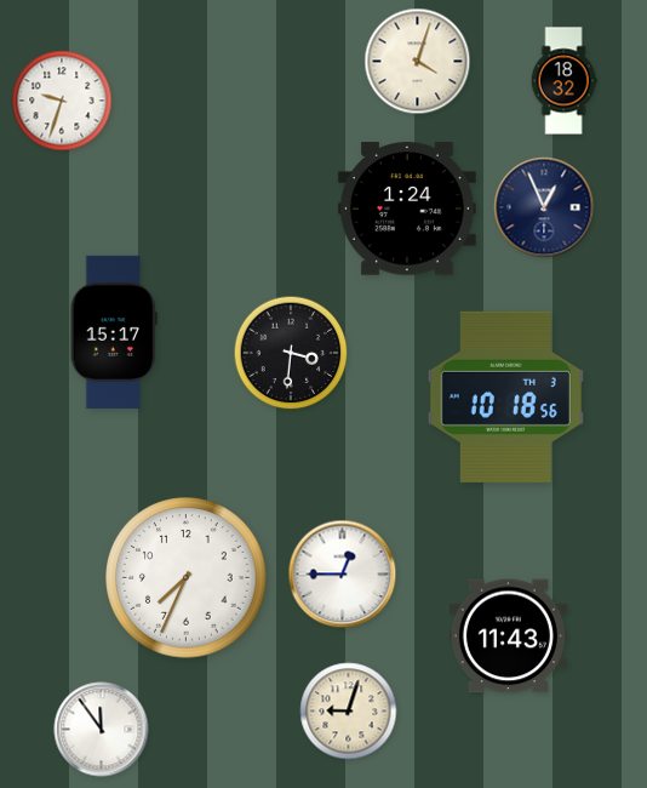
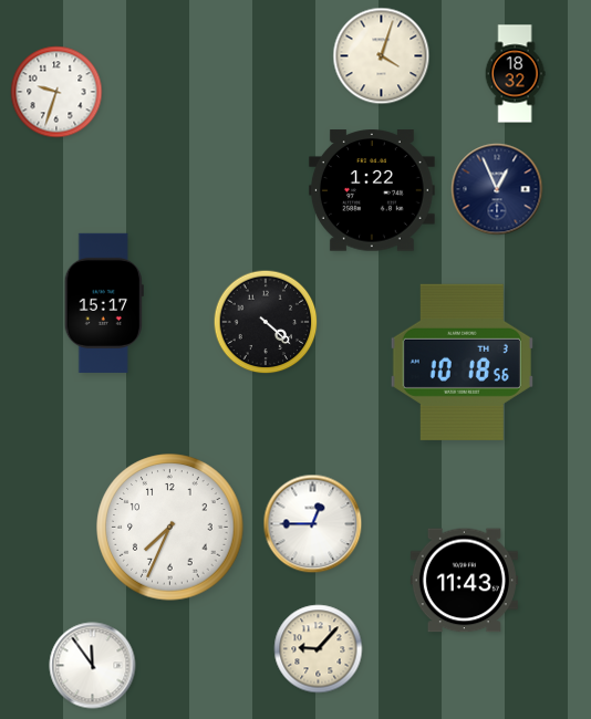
clock at (407, 209): 1:24 -> 1:22
clock at (291, 353): 3:31 -> 4:22
clock at (349, 712): 9:03 -> 9:07
